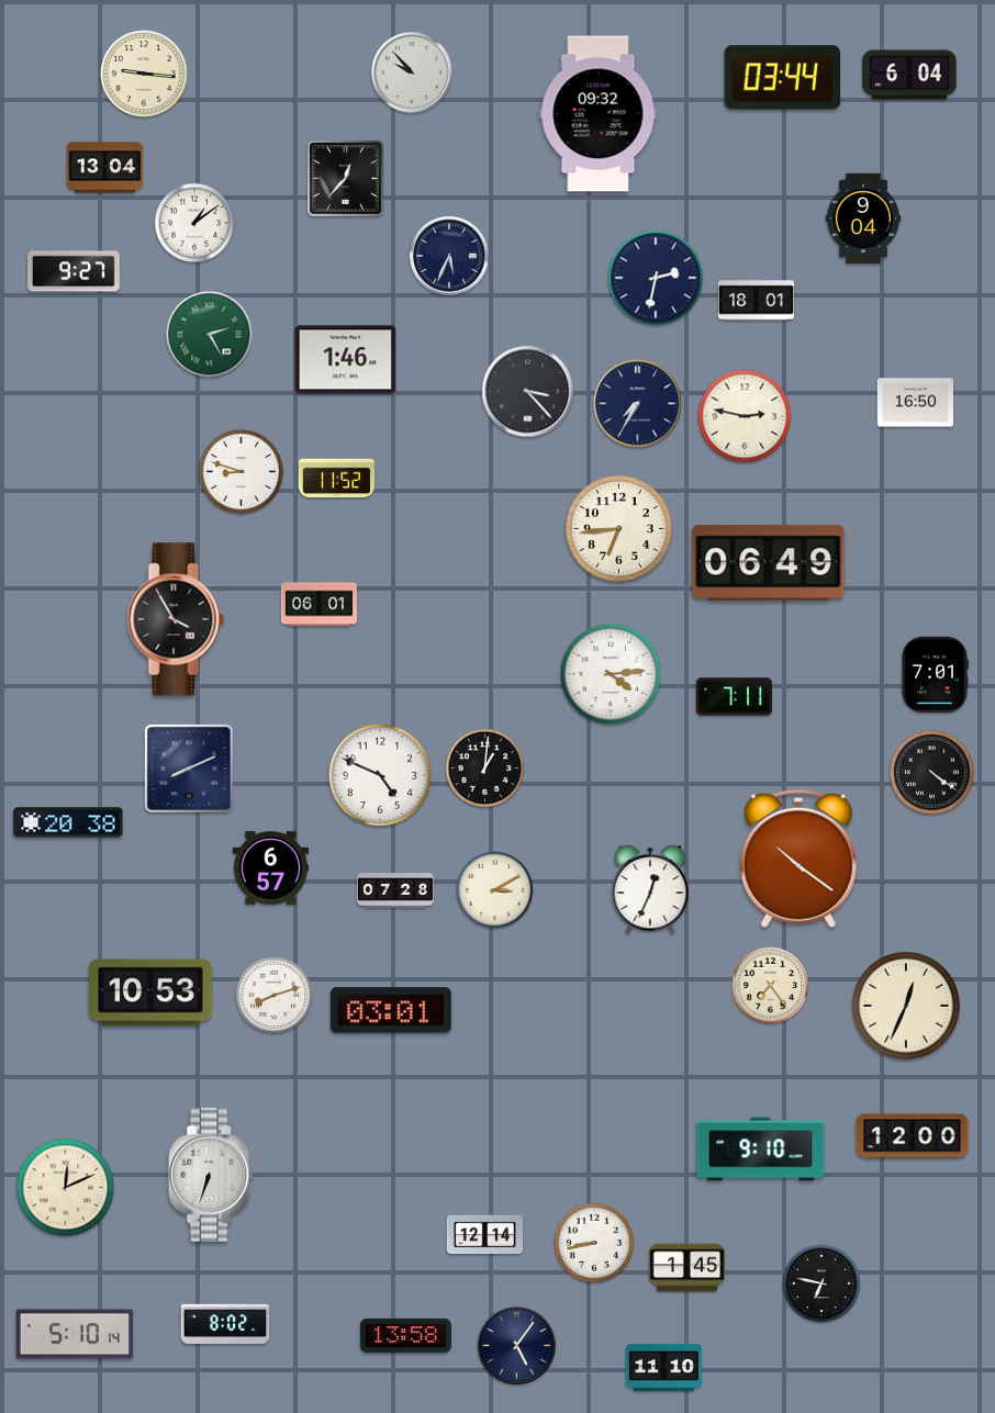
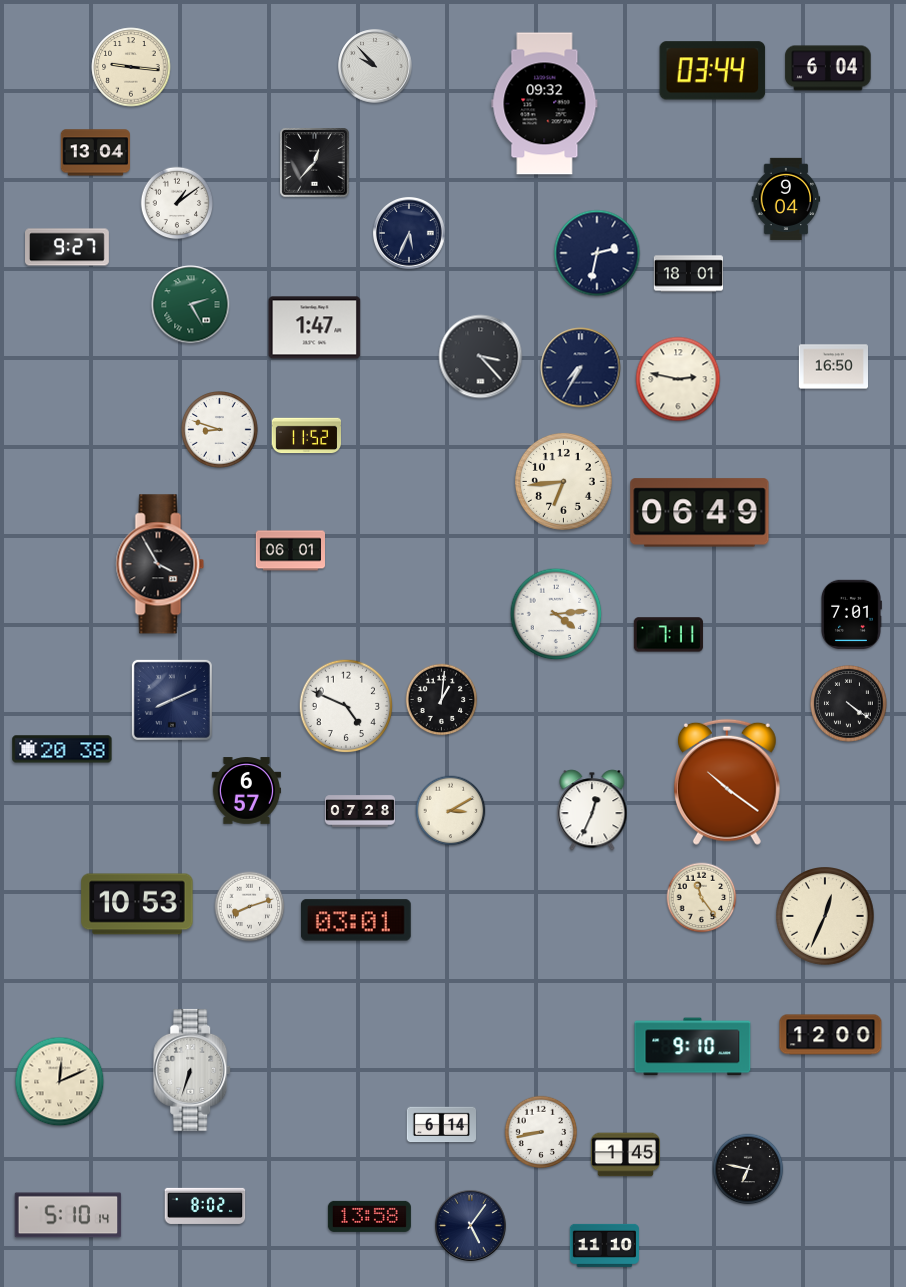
clock at (346, 360): 1:46 -> 1:47
clock at (771, 986): 7:24 -> 11:24
clock at (484, 1235): 12:14 -> 6:14
